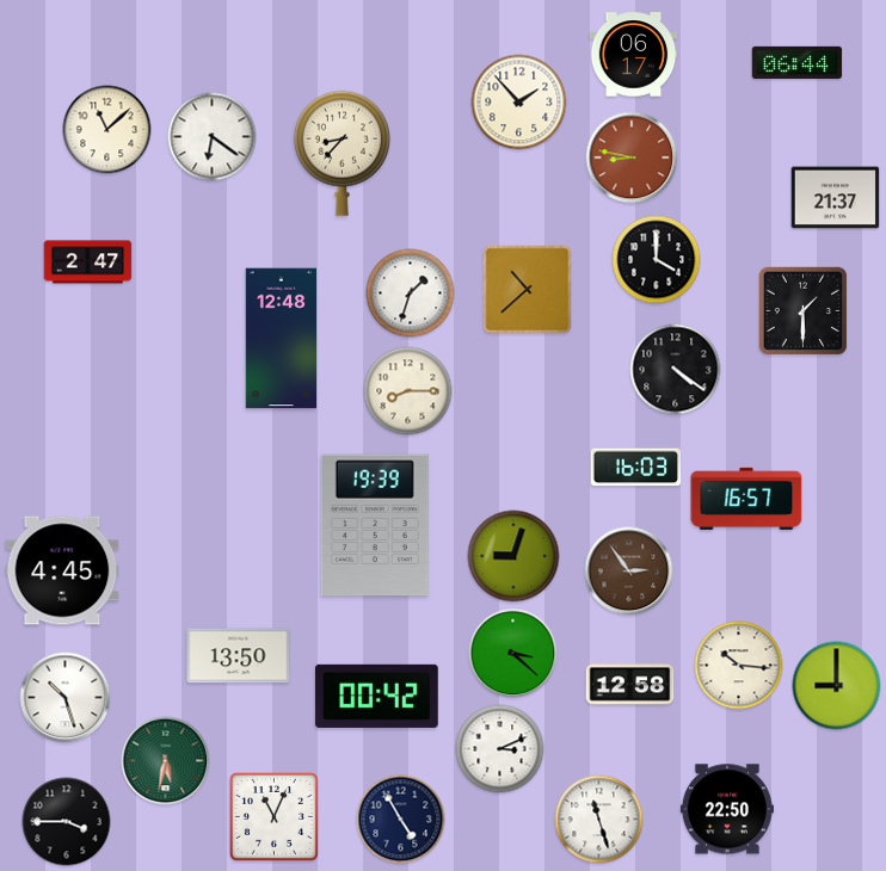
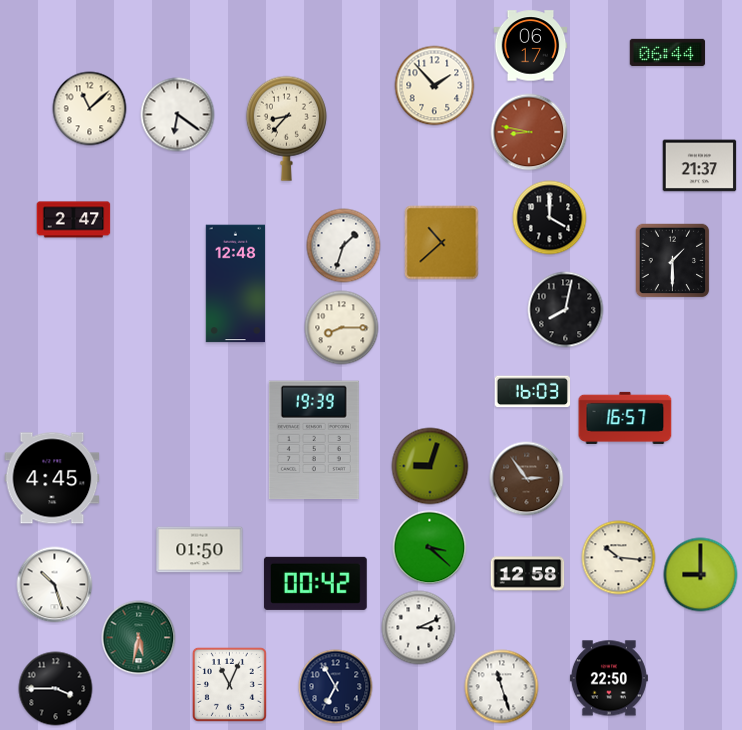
clock at (676, 370): 4:21 -> 8:02
clock at (239, 656): 13:50 -> 01:50
clock at (401, 820): 4:55 -> 6:55
